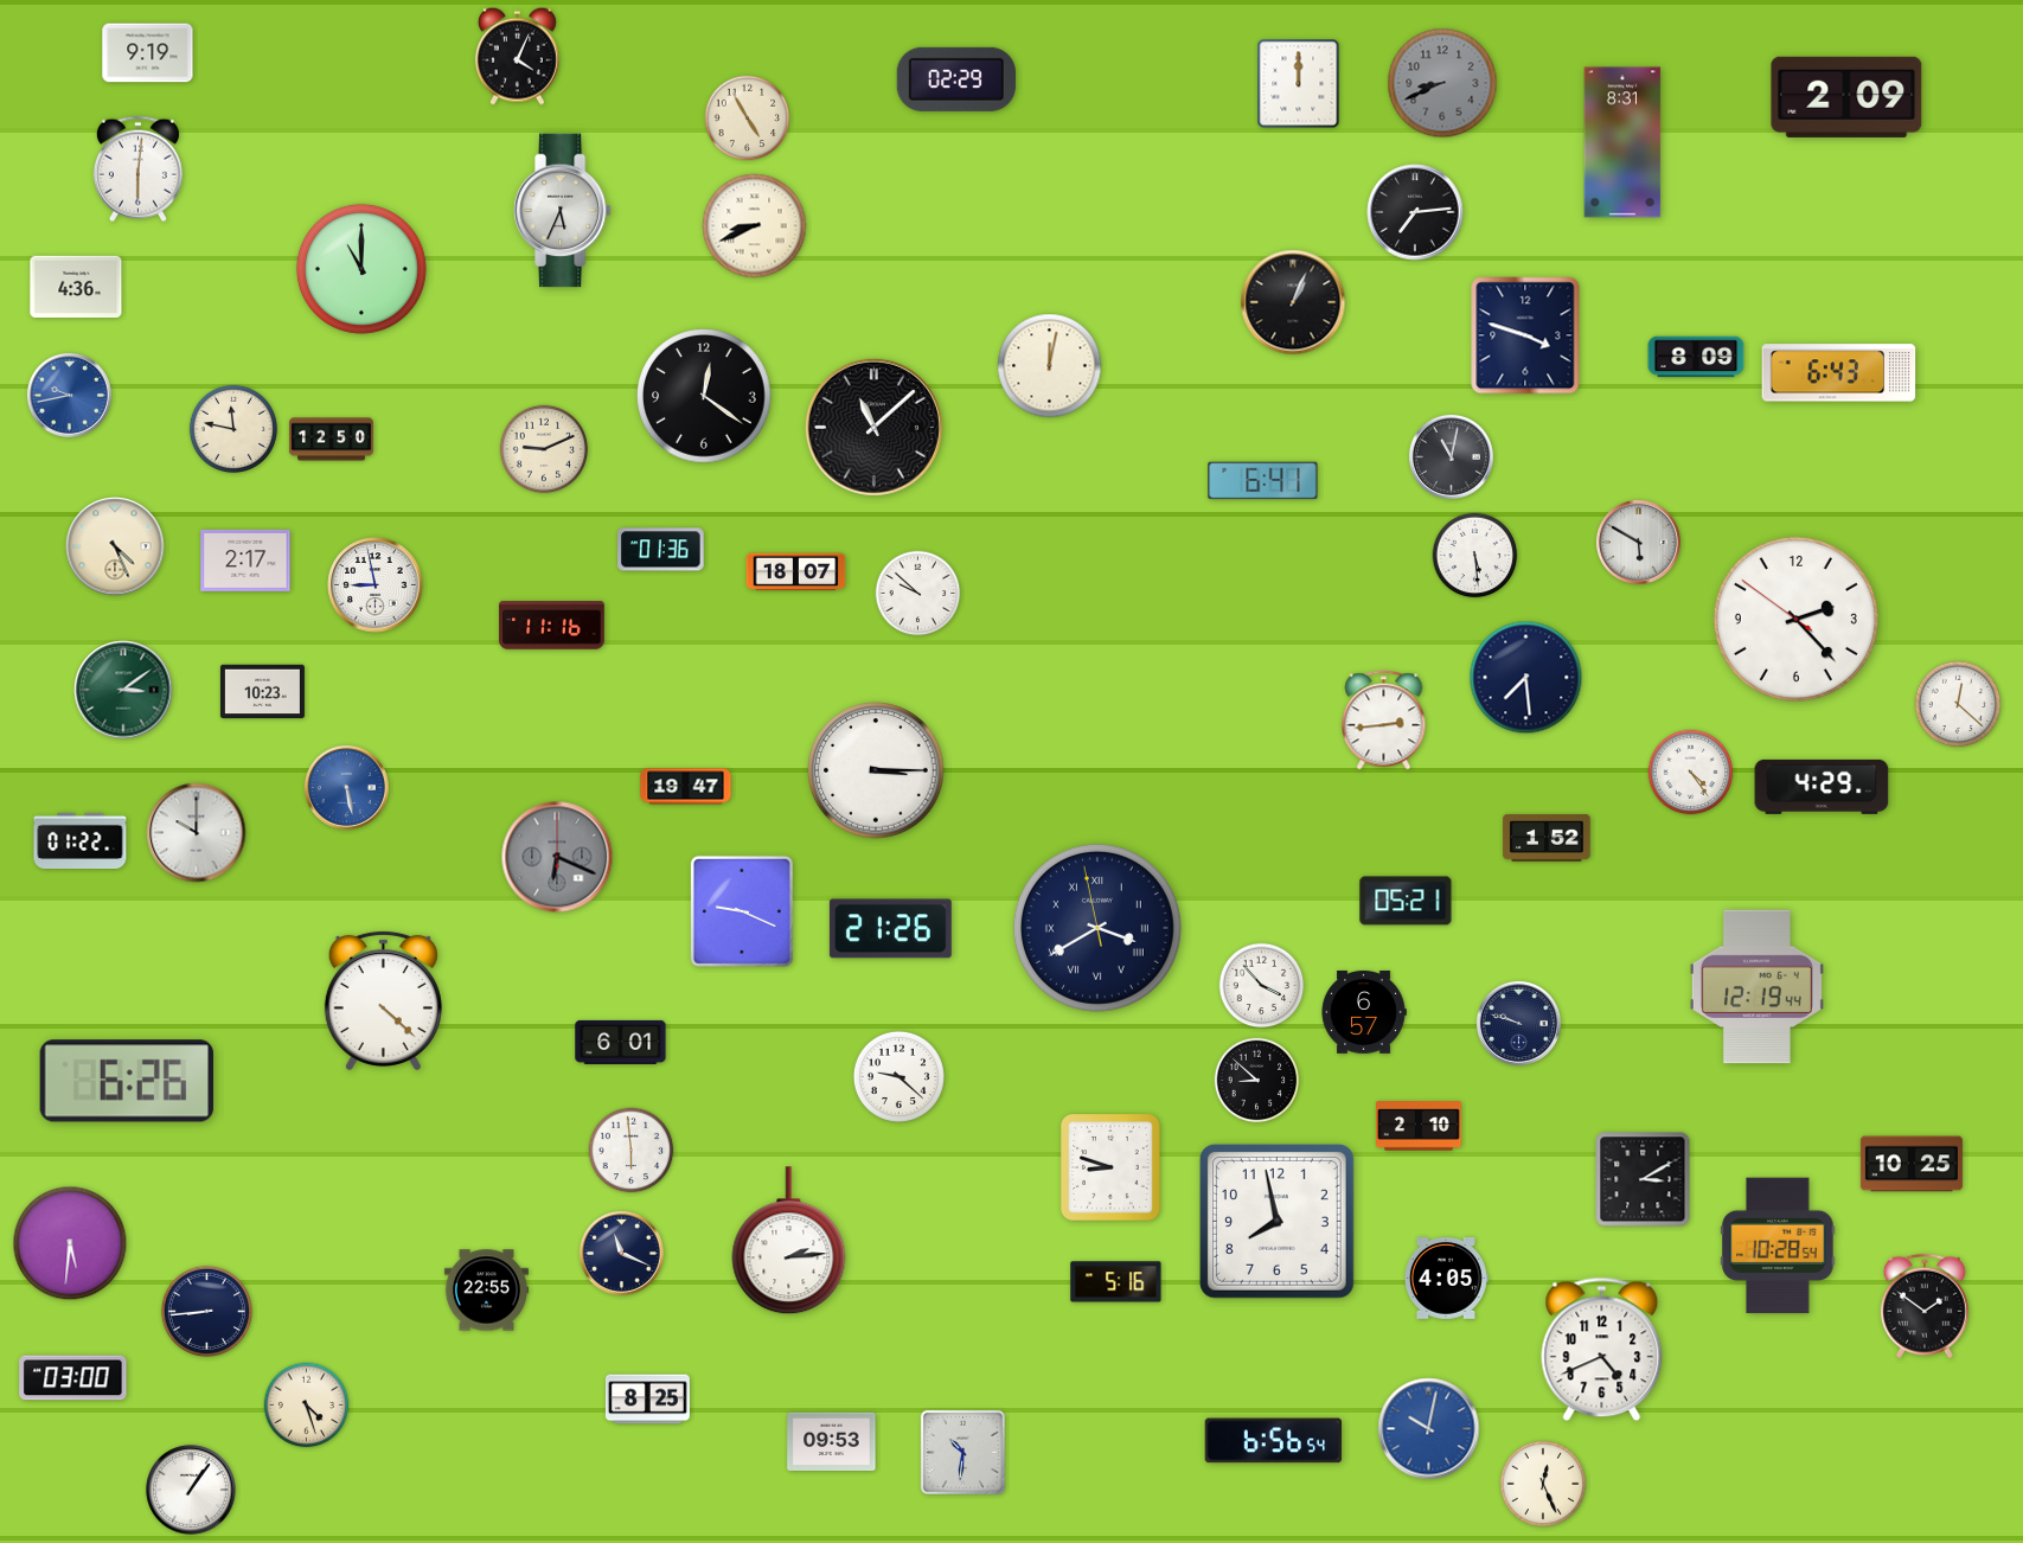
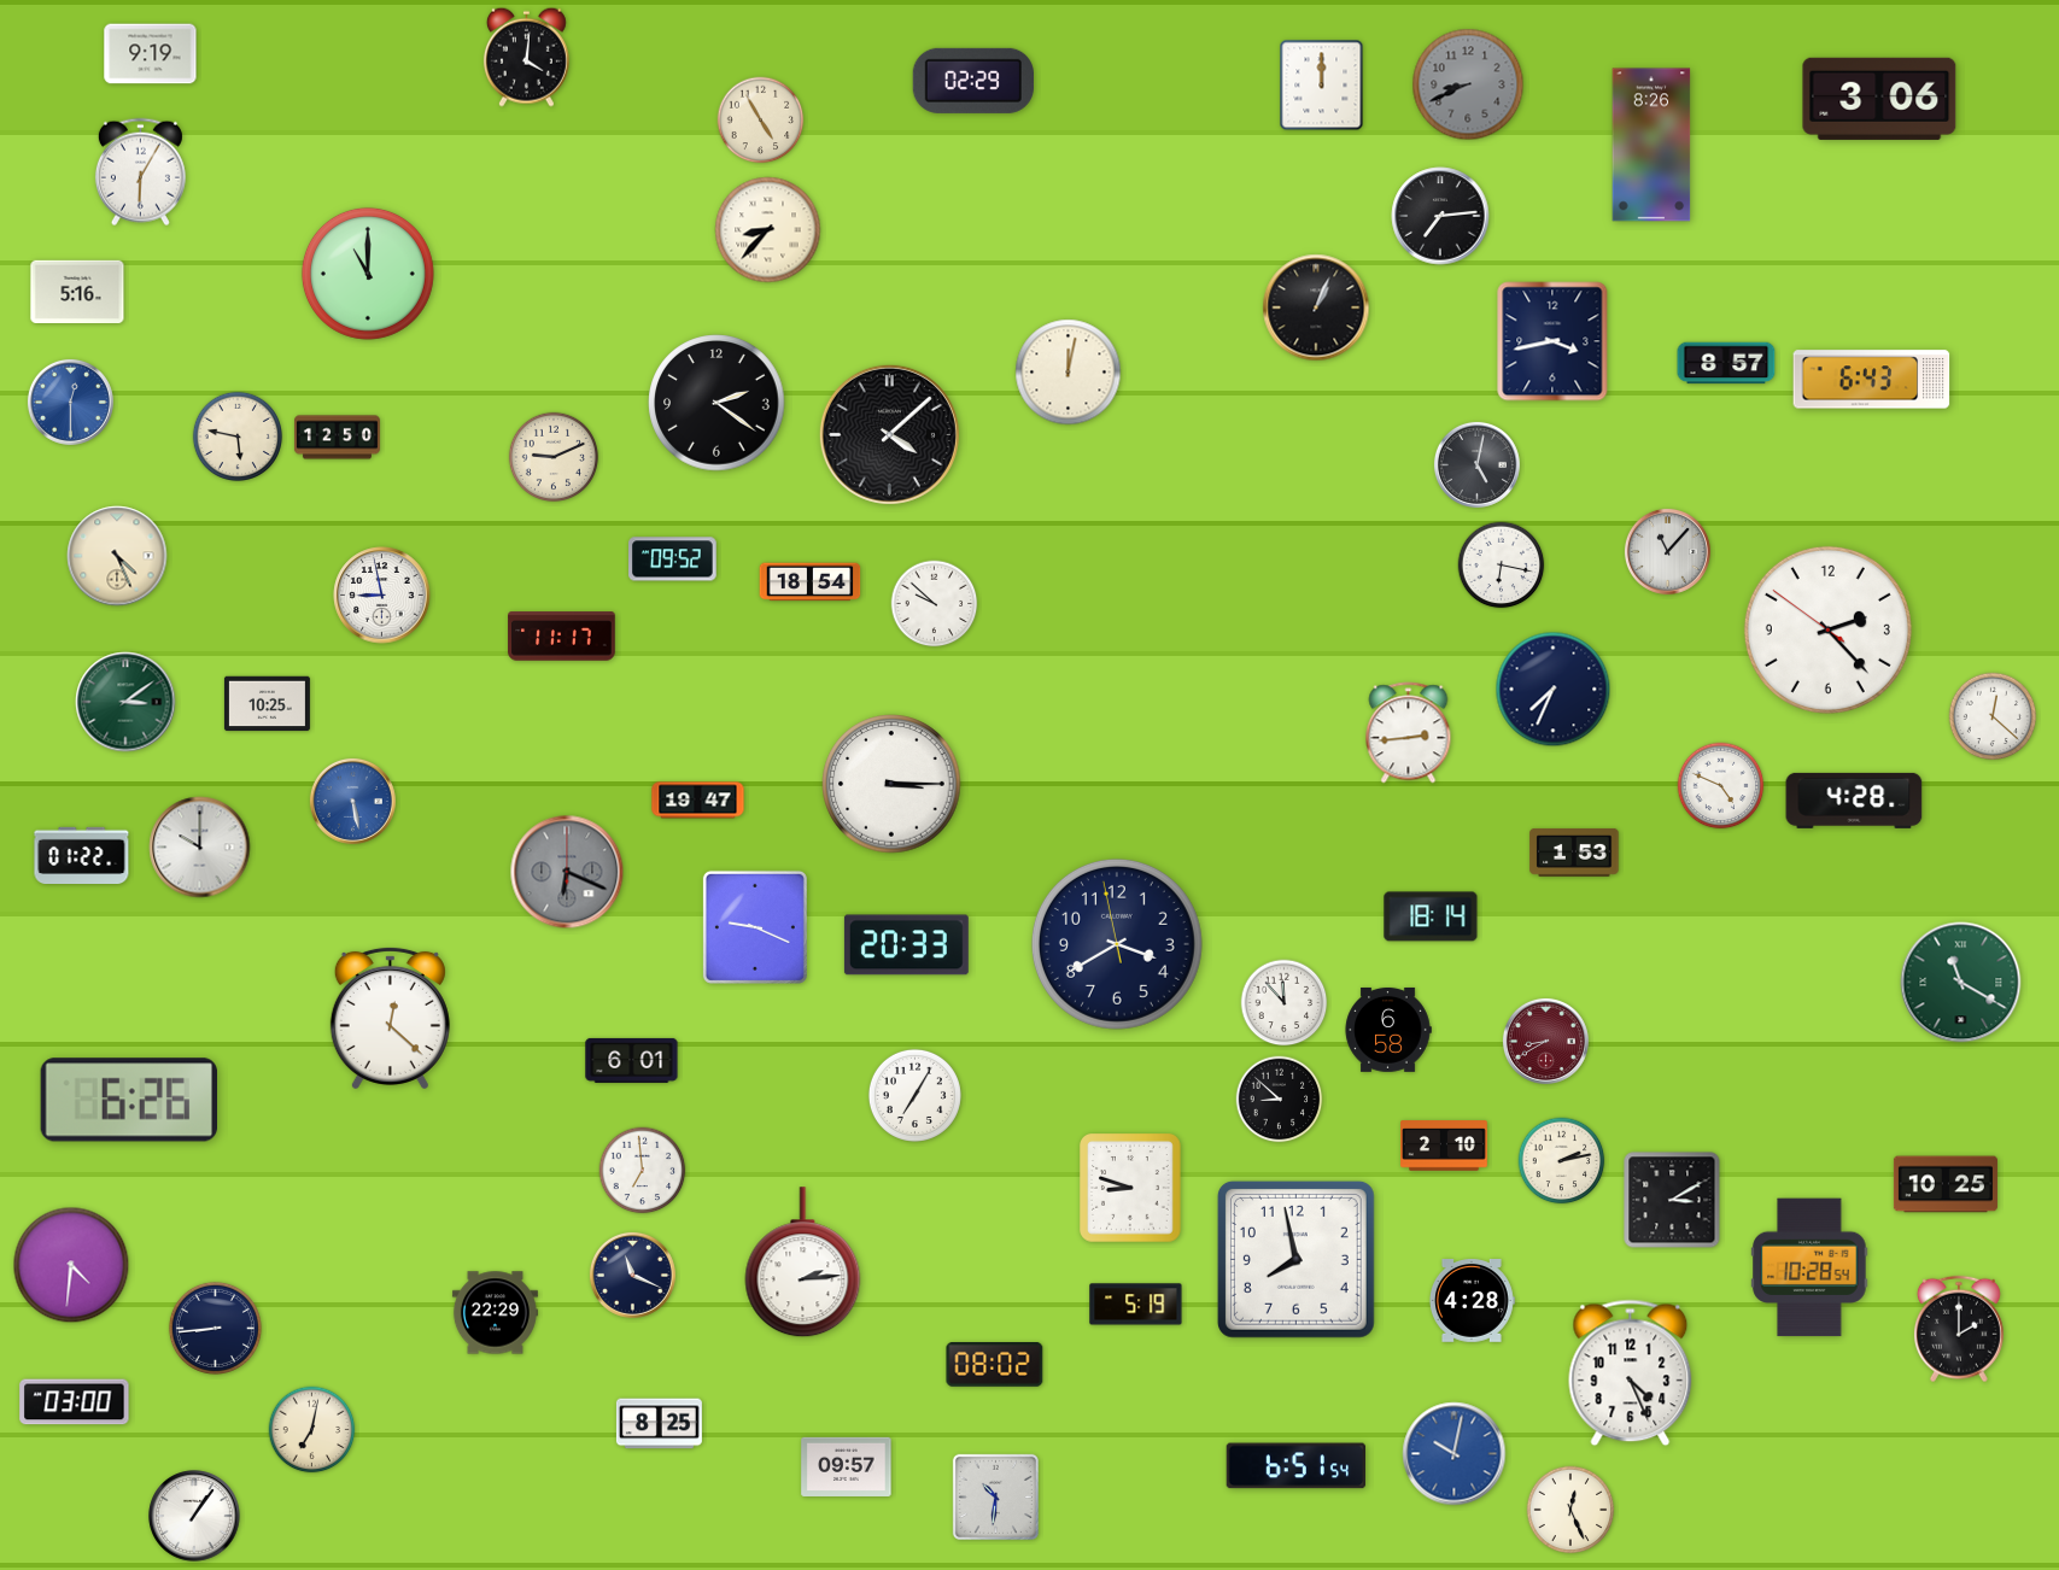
clock at (517, 56): 4:04 -> 4:01
clock at (1846, 97): 2:09 -> 3:06
clock at (1622, 142): 8:31 -> 8:26
clock at (137, 169): 6:01 -> 6:05
clock at (562, 211): 5:34 -> none
clock at (755, 226): 8:41 -> 8:37
clock at (76, 286): 4:36 -> 5:16
clock at (1525, 335): 3:48 -> 3:43
clock at (1696, 357): 8:09 -> 8:57
clock at (69, 395): 9:43 -> 12:30
clock at (704, 396): 12:21 -> 2:21
clock at (873, 427): 11:08 -> 4:08
clock at (233, 429): 11:47 -> 5:47
clock at (331, 440) position: (331, 440) -> (337, 438)
clock at (1451, 456): 11:02 -> 5:02
clock at (1263, 481): 6:41 -> none
clock at (1638, 542): 5:50 -> 11:07
clock at (661, 550): 01:36 -> 09:52
clock at (1475, 556): 5:29 -> 6:17
clock at (245, 561): 2:17 -> none
clock at (796, 572): 18:07 -> 18:54
clock at (552, 626): 11:16 -> 11:17
clock at (1526, 678): 7:29 -> 7:34
clock at (262, 692): 10:23 -> 10:25
clock at (1691, 773): 4:24 -> 4:49
clock at (1822, 787): 4:29 -> 4:28
clock at (1547, 839): 1:52 -> 1:53
clock at (1406, 901): 05:21 -> 18:14
clock at (1097, 928) numerals: Roman -> Arabic
clock at (890, 929): 21:26 -> 20:33
clock at (1961, 983): none -> 11:20
clock at (1262, 986): 3:53 -> 11:53
clock at (1756, 987): 12:19 -> none
clock at (383, 999): 4:22 -> 12:22
clock at (1364, 1012): 6:57 -> 6:58
clock at (1518, 1023): 9:48 -> 8:40
clock at (1518, 1023) dial: navy -> burgundy
clock at (898, 1076): 9:22 -> 7:05
clock at (1562, 1161): none -> 2:13
clock at (632, 1151): 5:59 -> 6:59
clock at (1276, 1221) position: (1276, 1221) -> (1295, 1259)
clock at (70, 1243): 5:31 -> 4:31
clock at (1446, 1279): 4:05 -> 4:28
clock at (1116, 1282): 5:16 -> 5:19
clock at (486, 1291): 22:55 -> 22:29
clock at (1925, 1306): 1:51 -> 2:00
clock at (206, 1311) position: (206, 1311) -> (215, 1328)
clock at (995, 1365): none -> 08:02
clock at (1602, 1350): 4:41 -> 4:26
clock at (307, 1406): 4:27 -> 7:02
clock at (832, 1441): 09:53 -> 09:57
clock at (1274, 1441): 6:56 -> 6:51
clock at (962, 1452) position: (962, 1452) -> (995, 1496)
